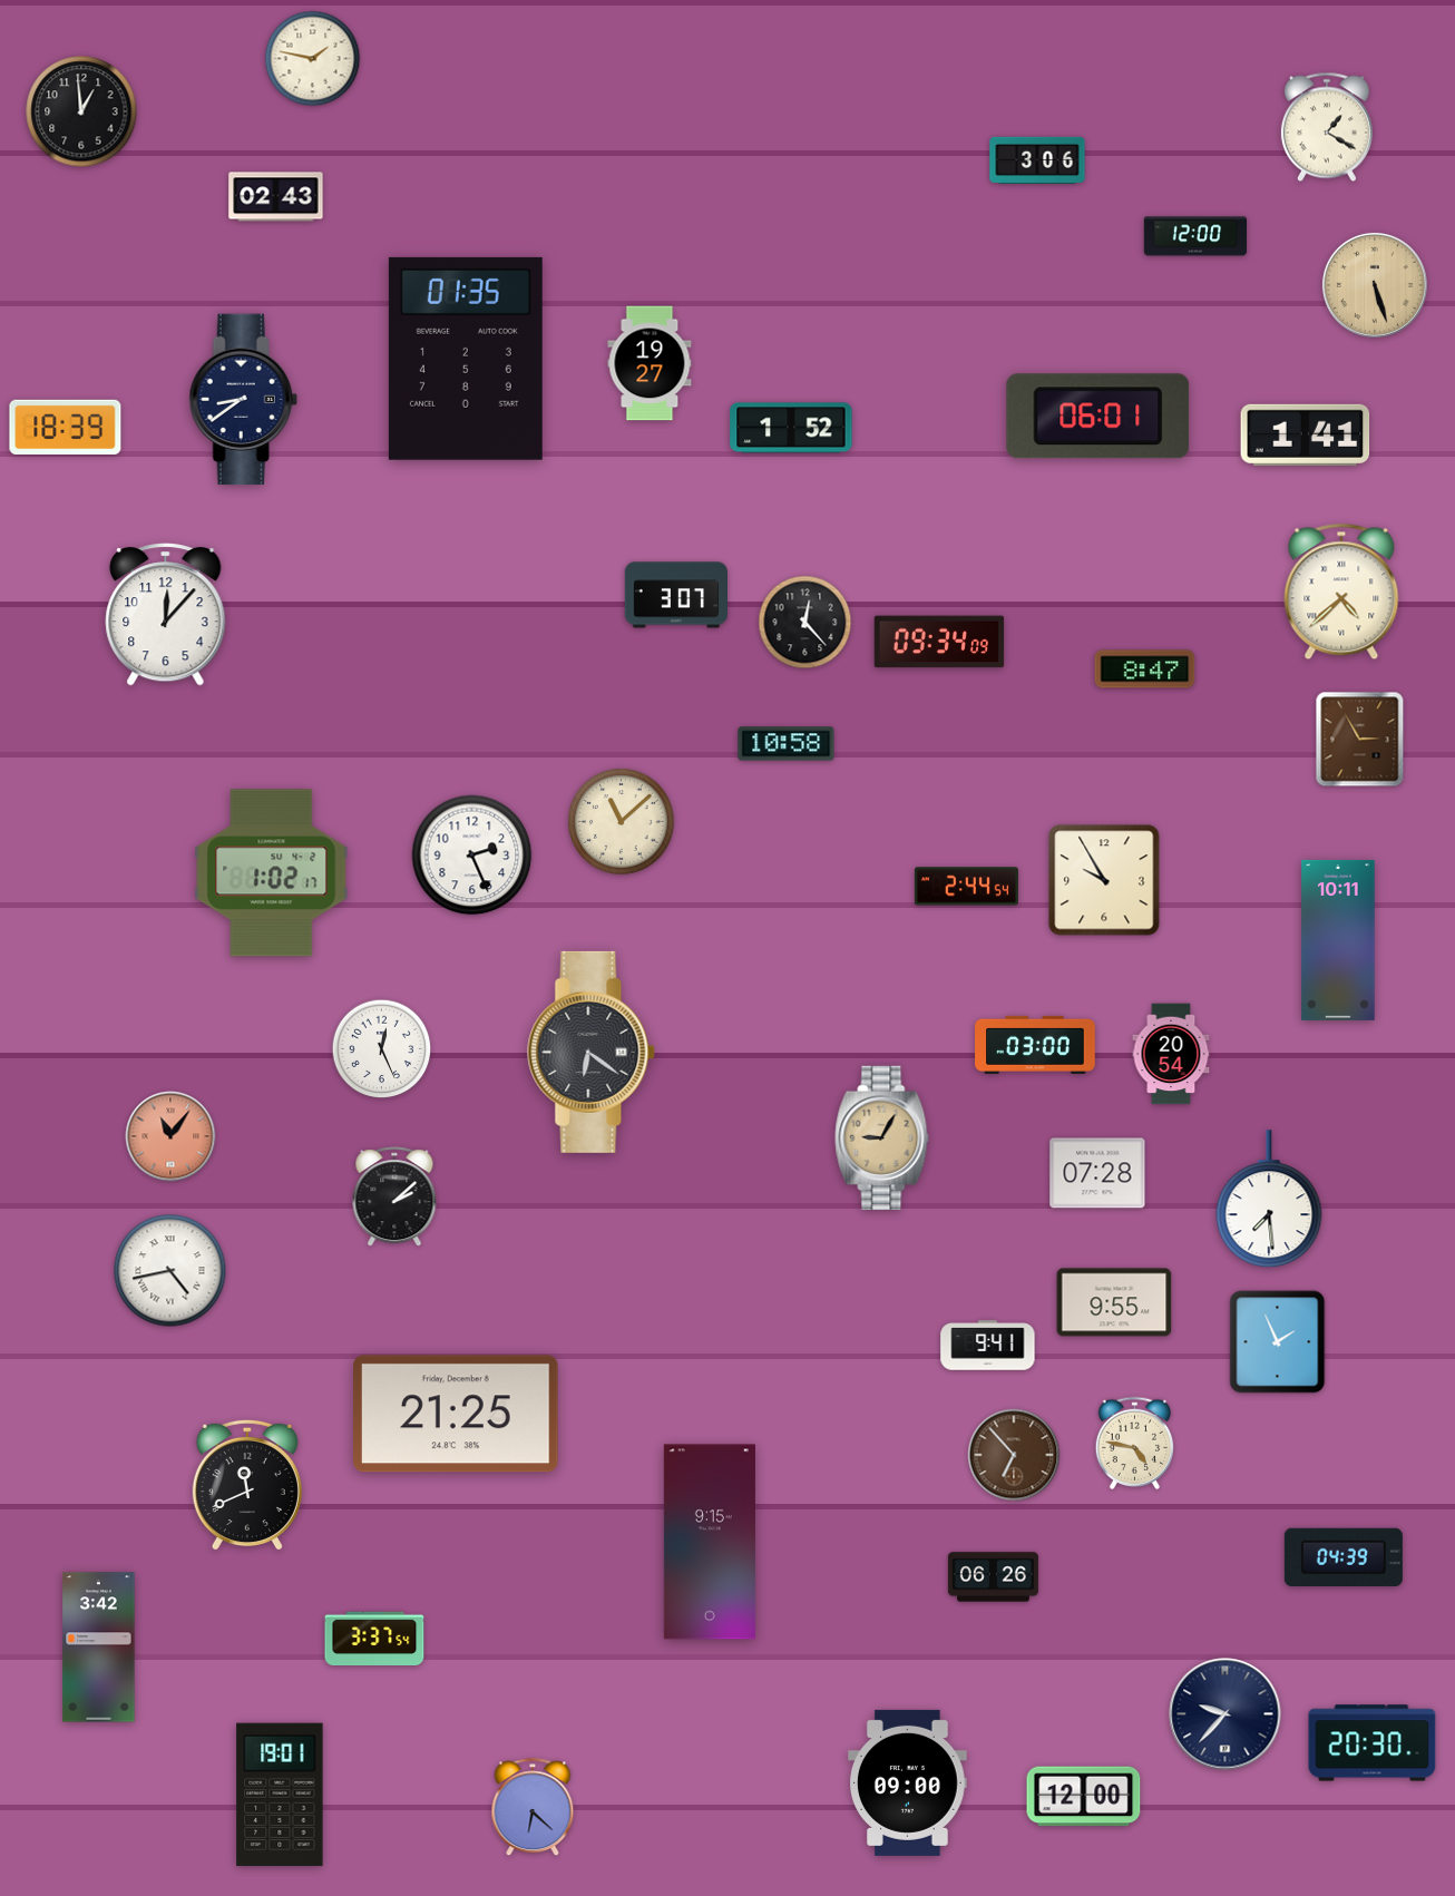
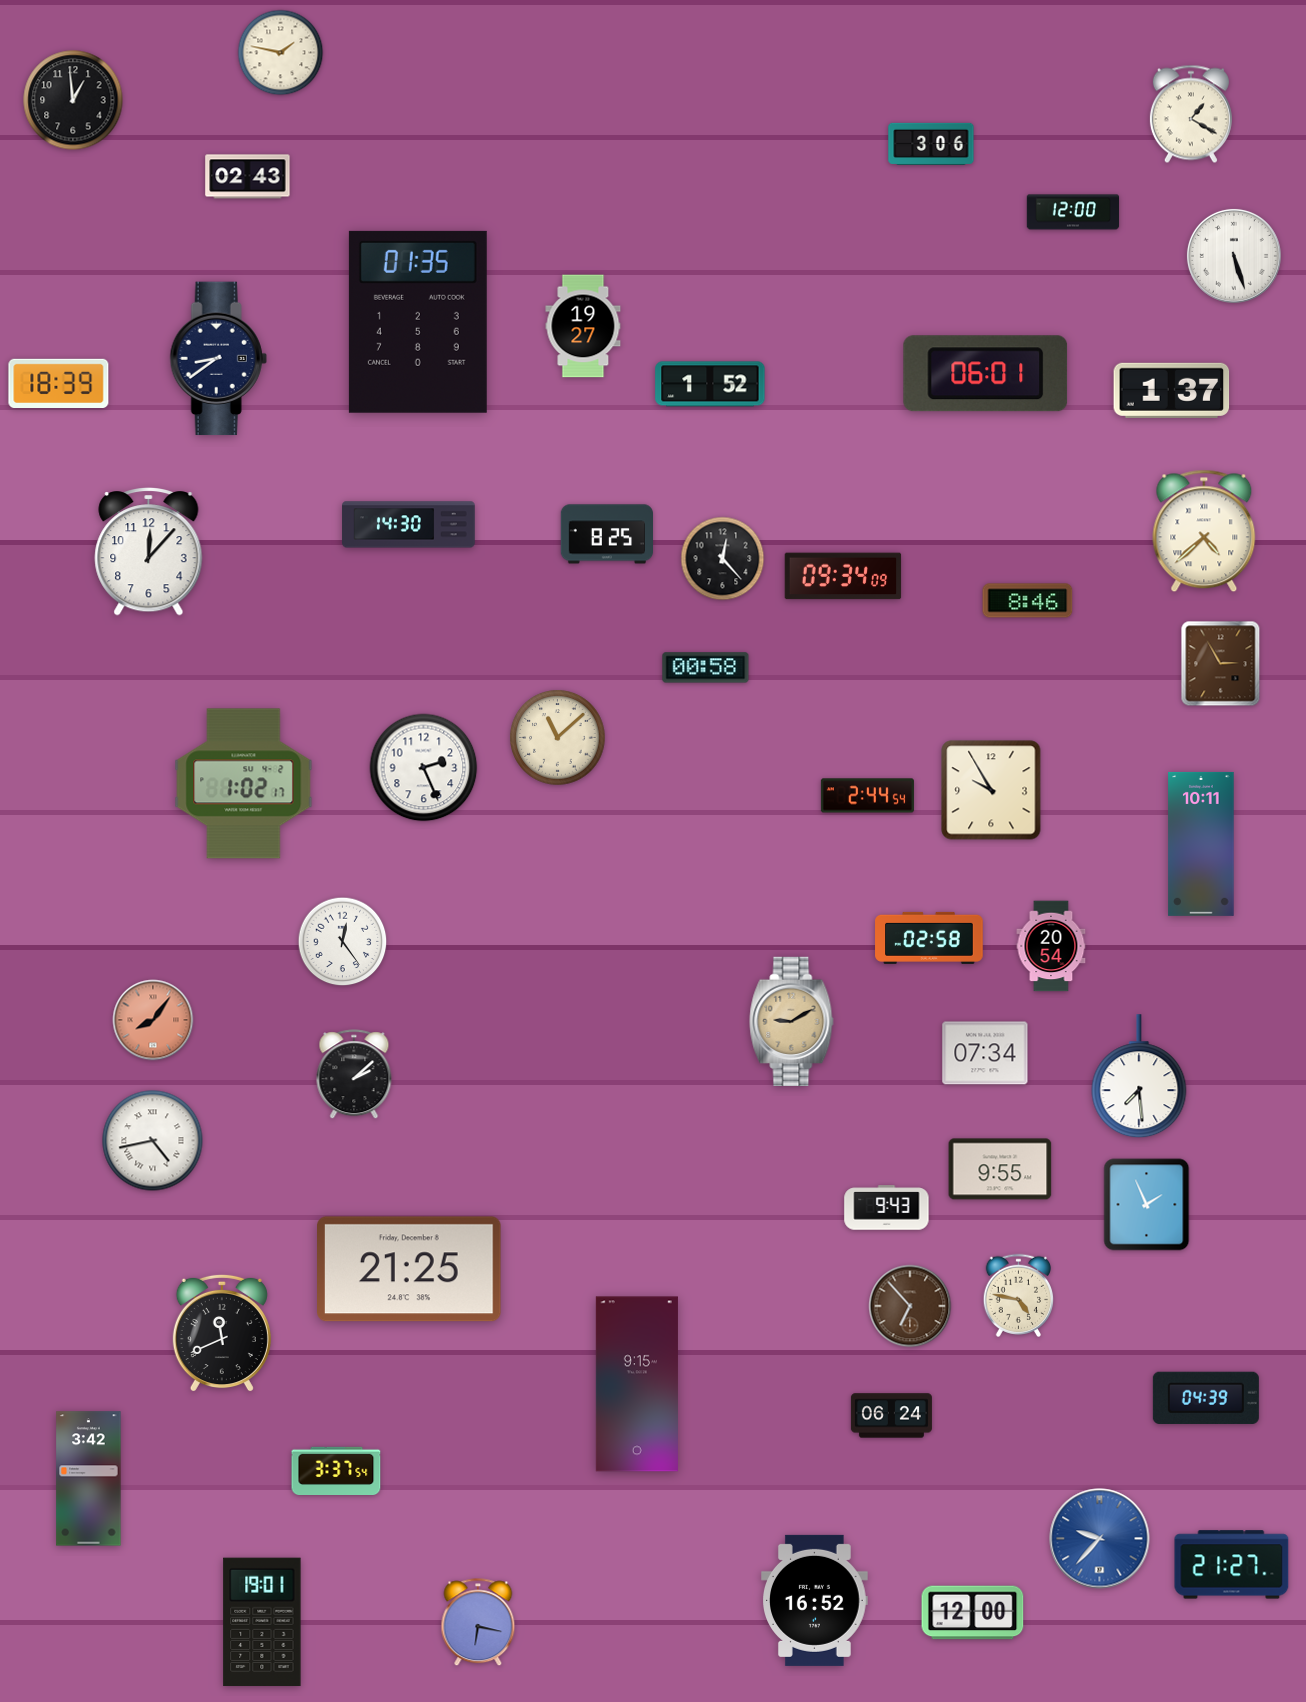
clock at (1375, 285) dial: champagne -> white
clock at (1306, 434): 1:41 -> 1:37
clock at (409, 525): none -> 14:30
clock at (675, 595): 3:07 -> 8:25
clock at (1145, 670): 8:47 -> 8:46
clock at (787, 744): 10:58 -> 00:58
clock at (1035, 1045): 03:00 -> 02:58
clock at (382, 1049): 12:26 -> 12:24
clock at (592, 1052): 6:21 -> none
clock at (170, 1136): 11:06 -> 8:06
clock at (882, 1137): 9:05 -> 9:10
clock at (1097, 1173): 07:28 -> 07:34
clock at (988, 1346): 9:41 -> 9:43
clock at (993, 1577): 06:26 -> 06:24
clock at (1225, 1714) dial: navy -> blue
clock at (1373, 1743): 20:30 -> 21:27
clock at (908, 1782): 09:00 -> 16:52
clock at (280, 1795) position: (280, 1795) -> (262, 1622)
clock at (533, 1808): 6:22 -> 6:17
